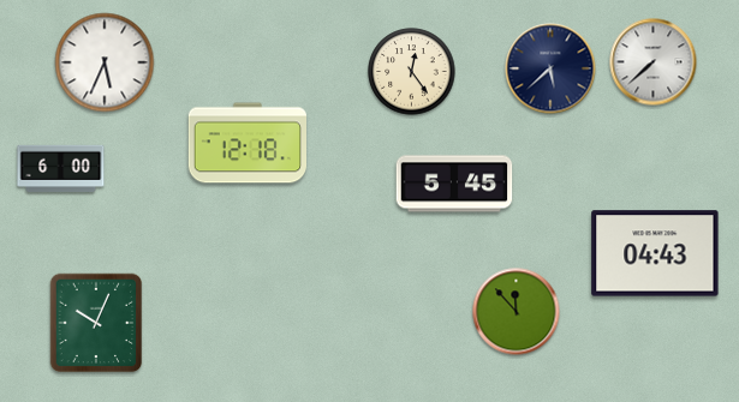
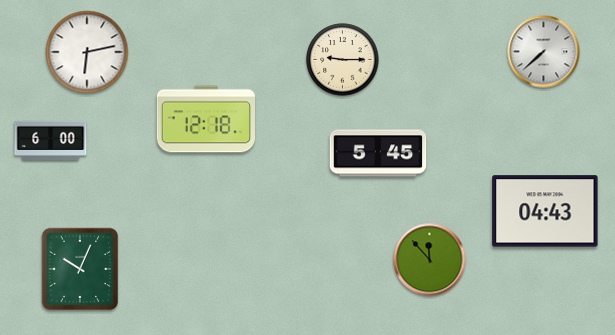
clock at (105, 62): 5:34 -> 6:13
clock at (550, 68): 5:38 -> none
clock at (412, 72): 12:24 -> 9:15
